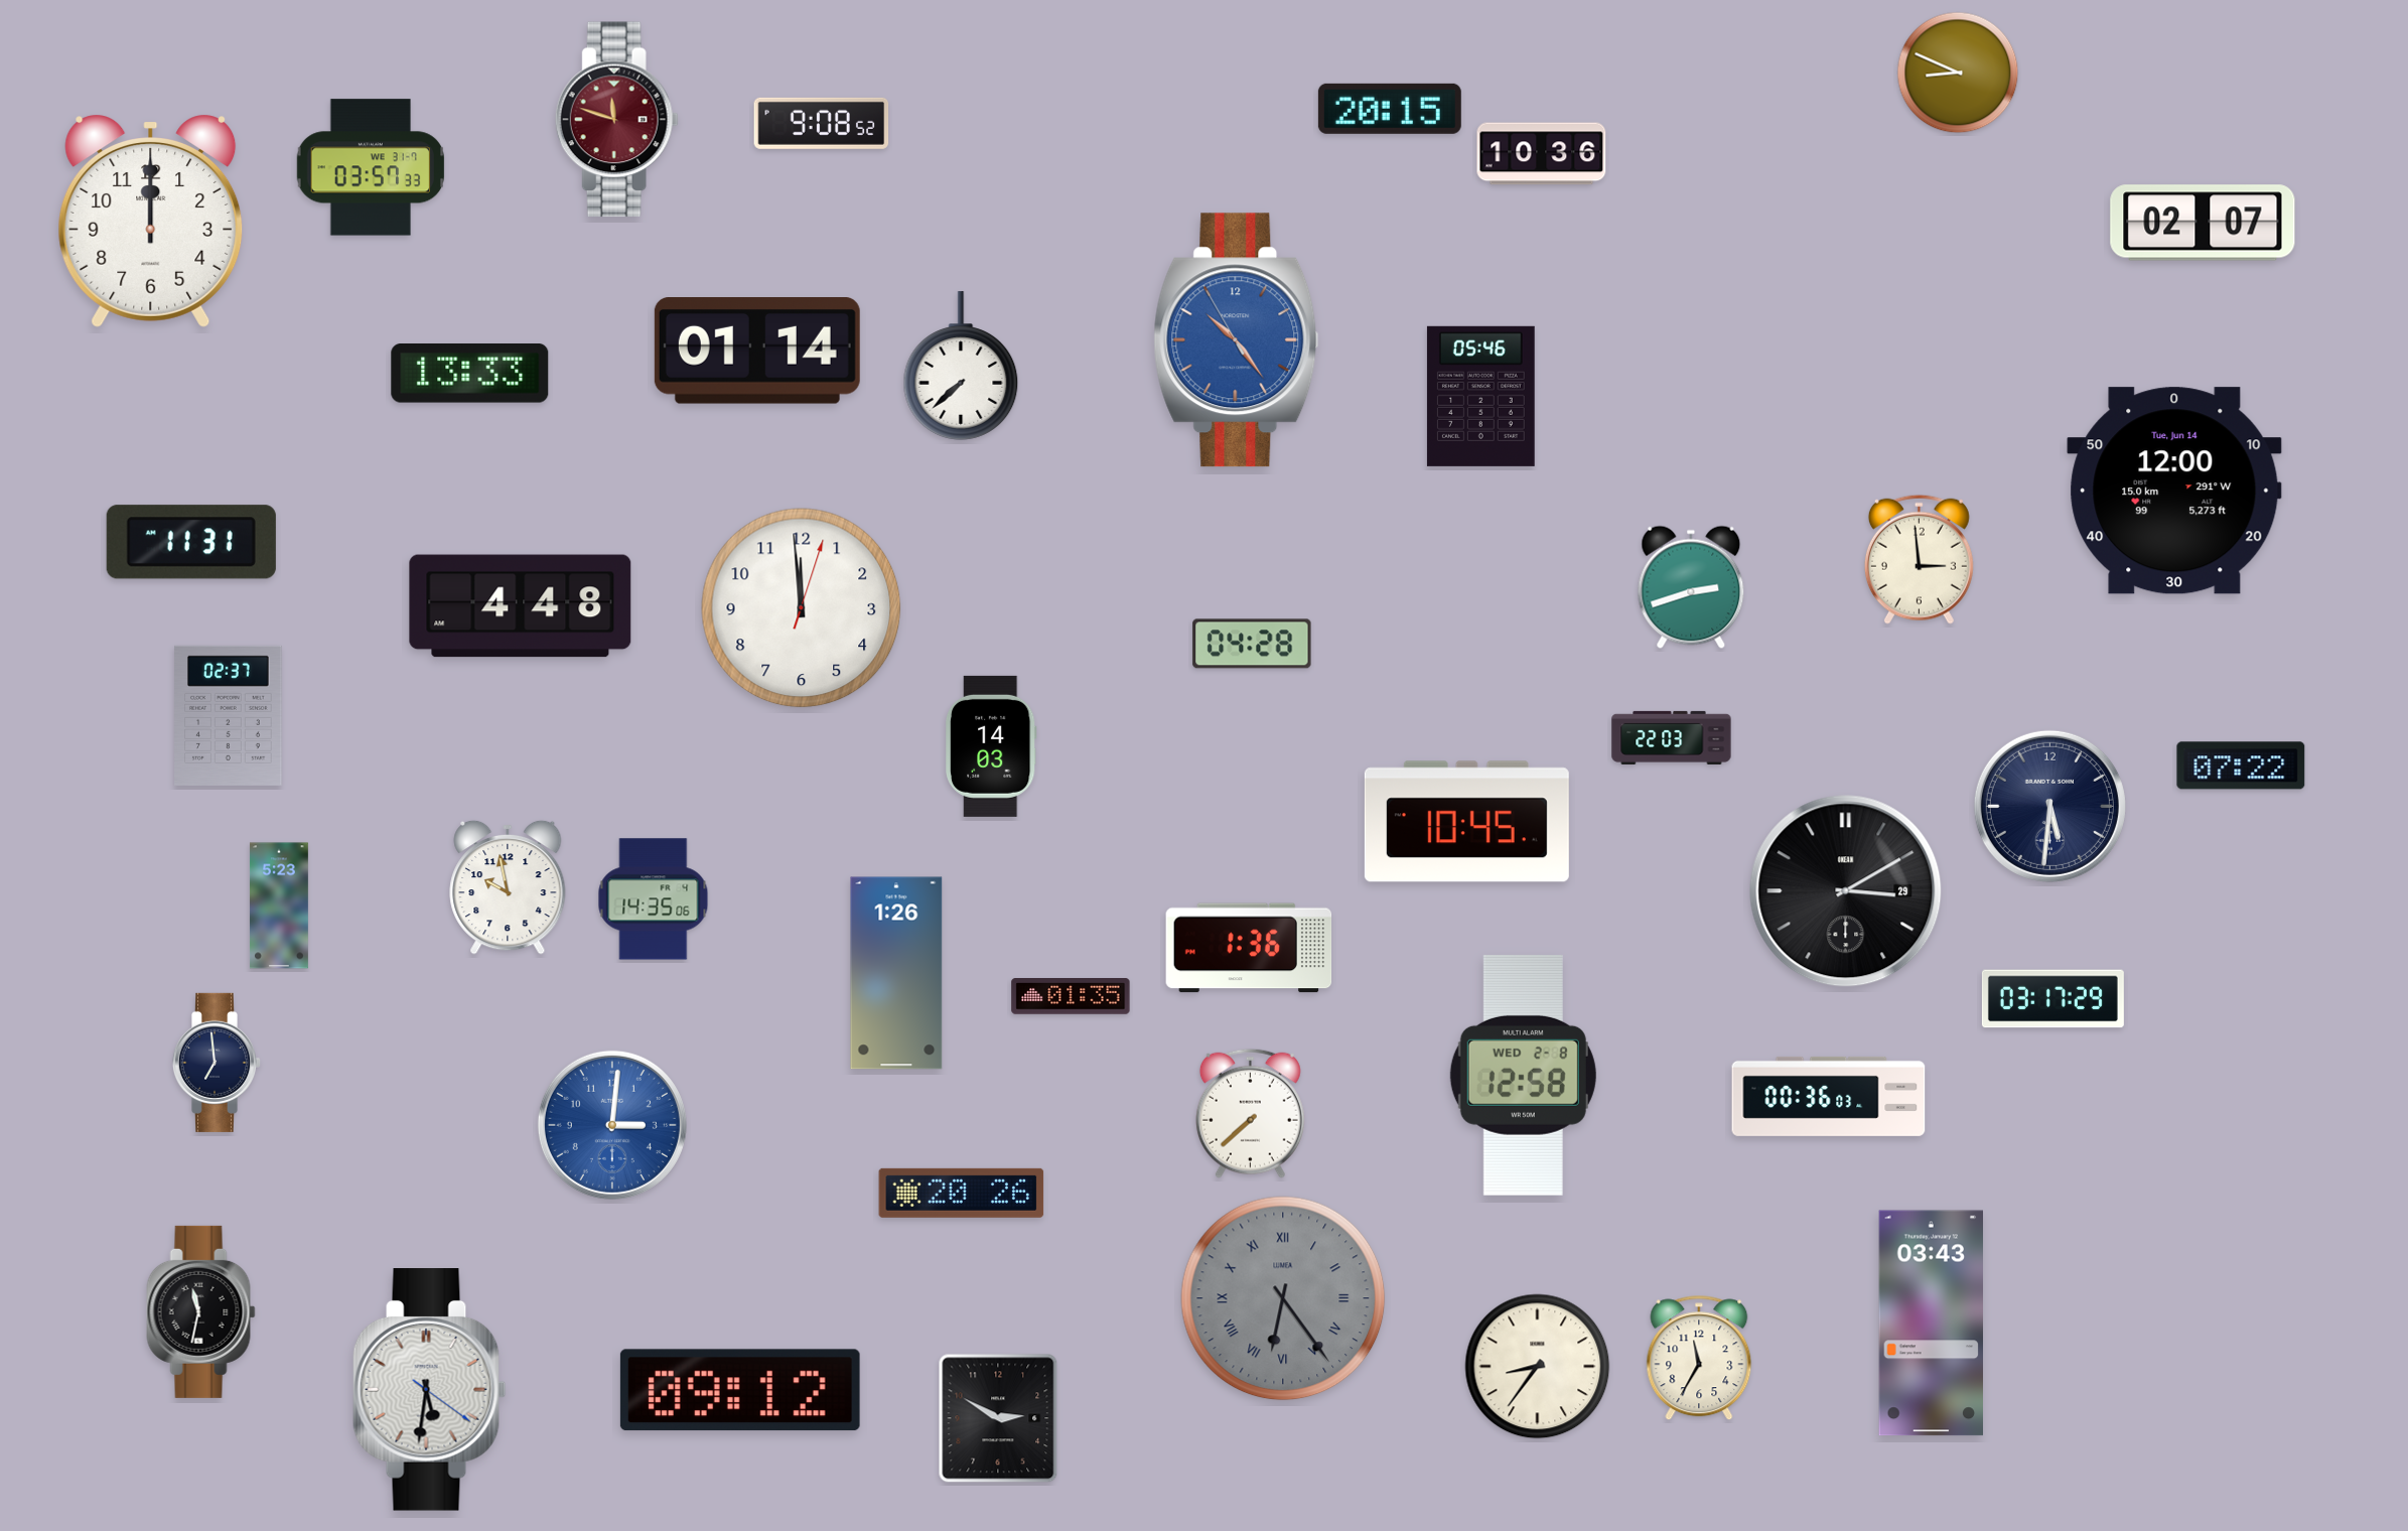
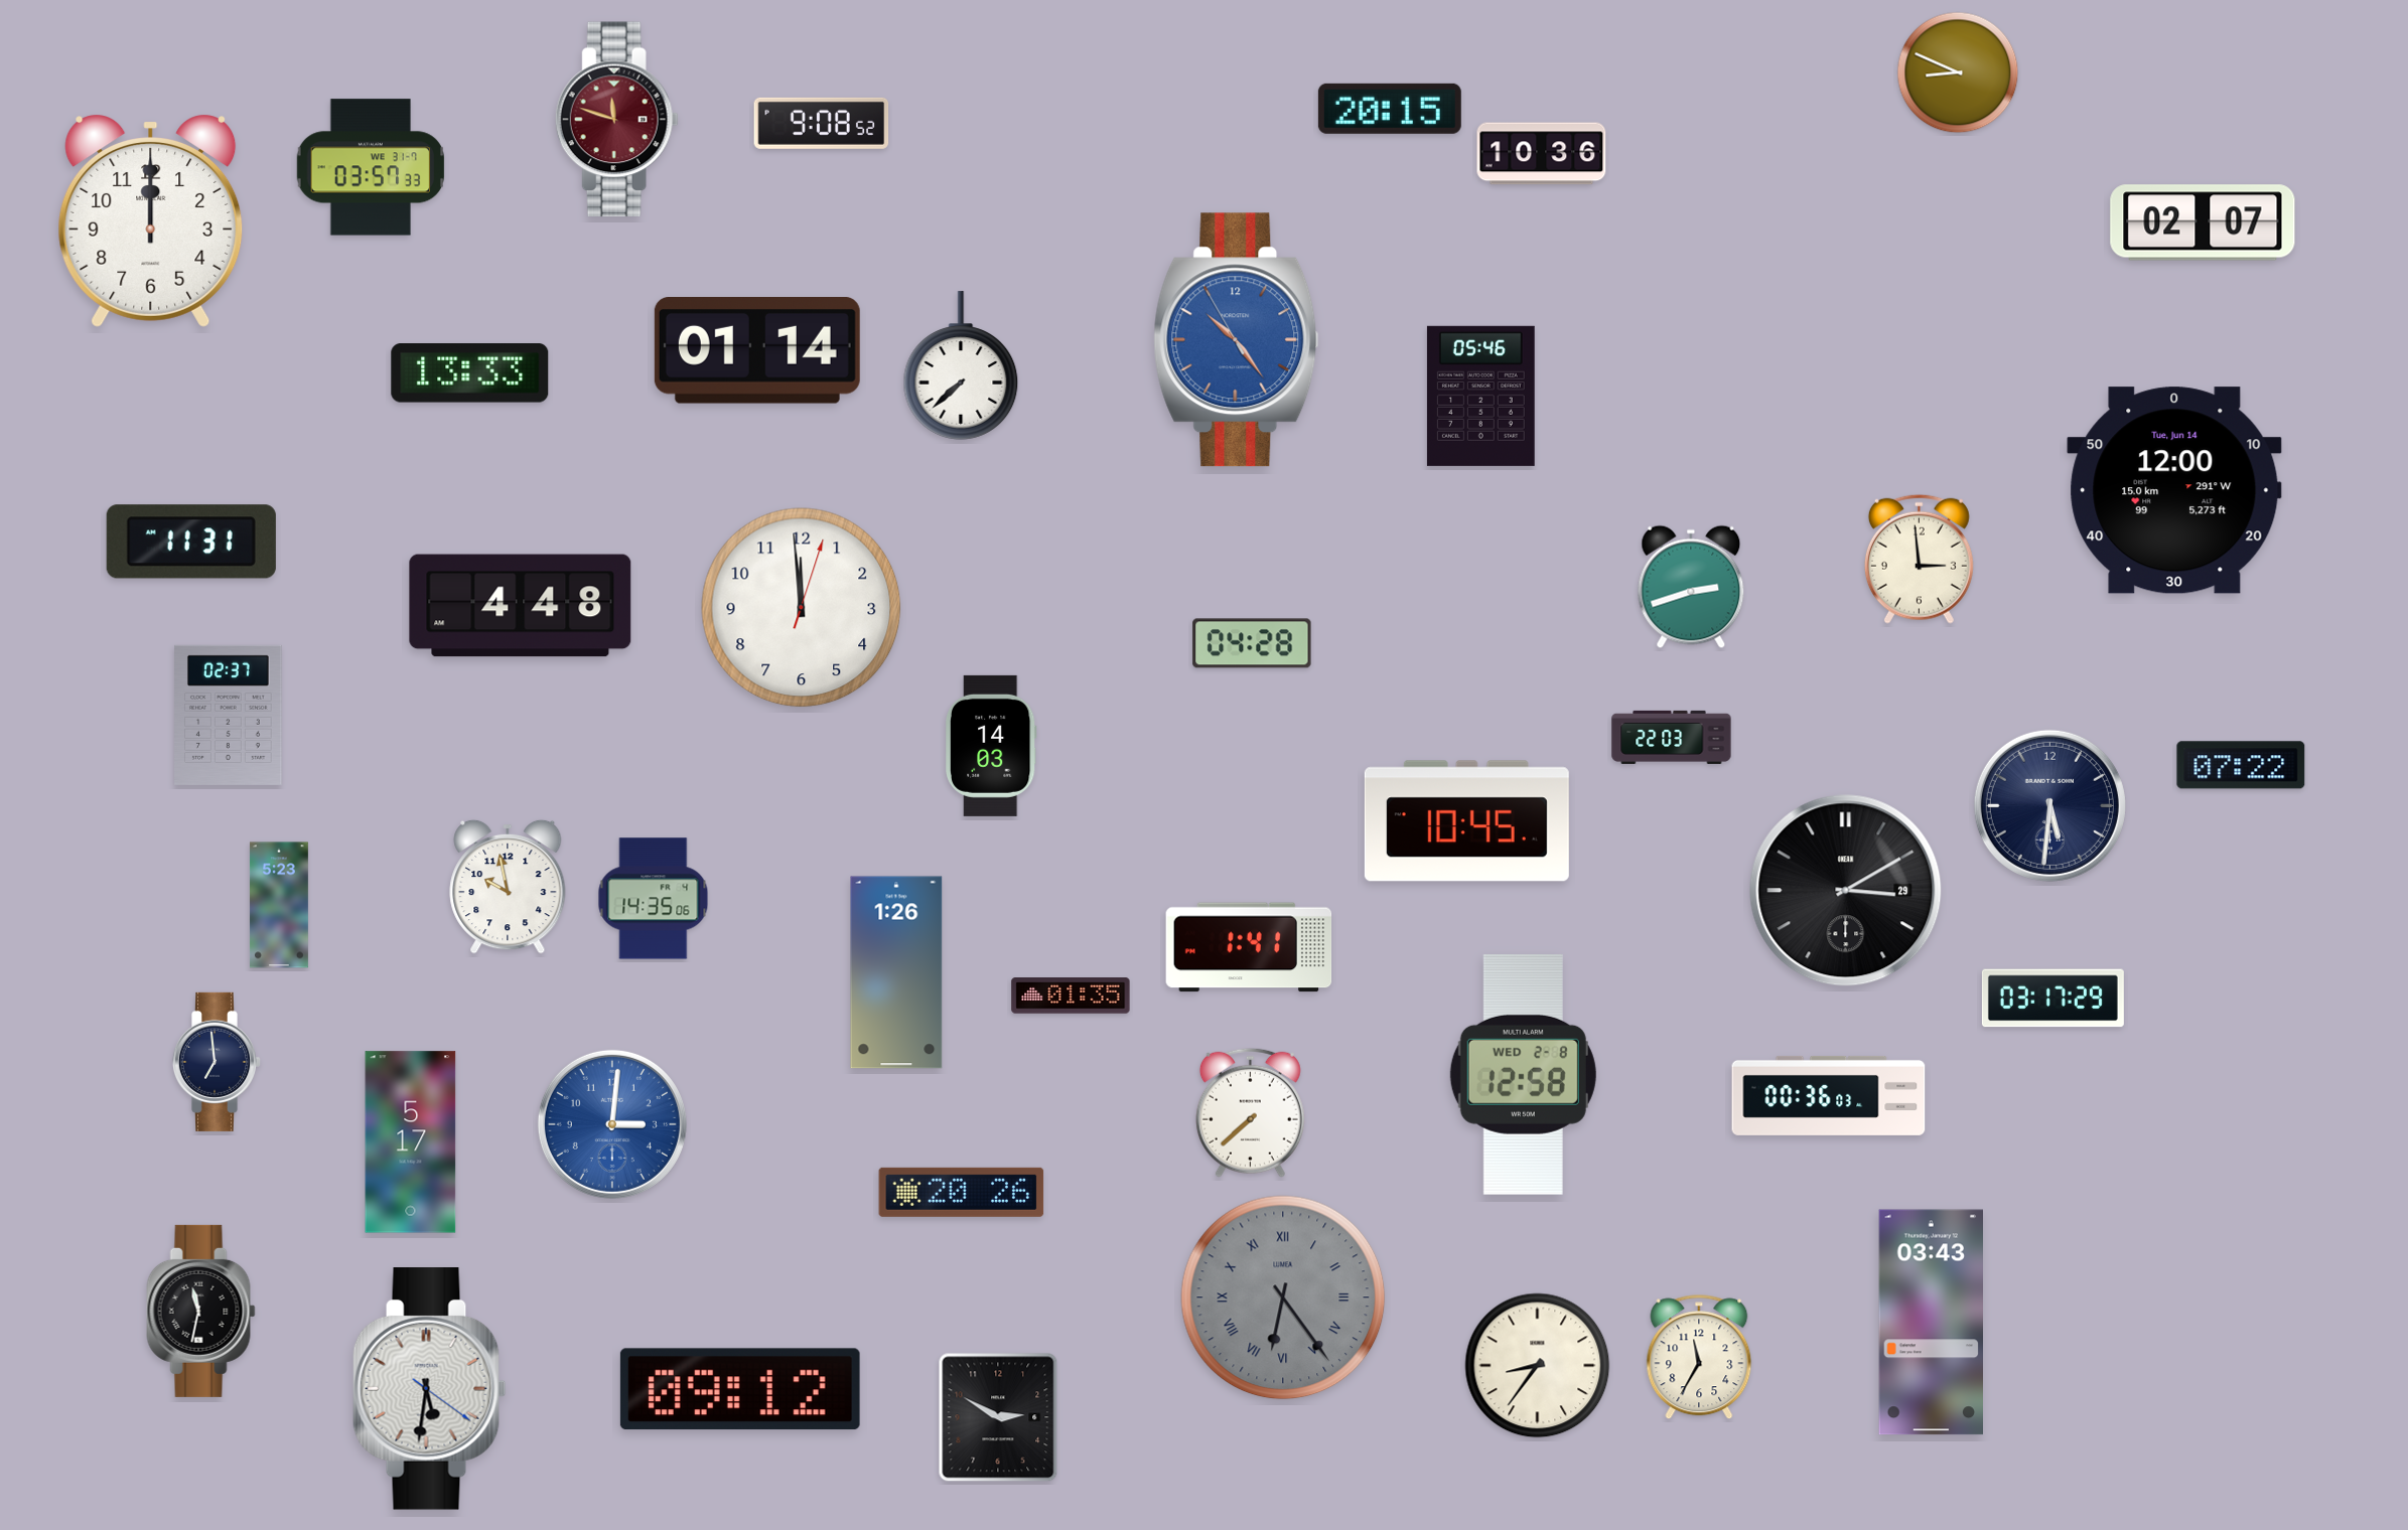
clock at (1249, 948): 1:36 -> 1:41
clock at (411, 1142): none -> 5:17
